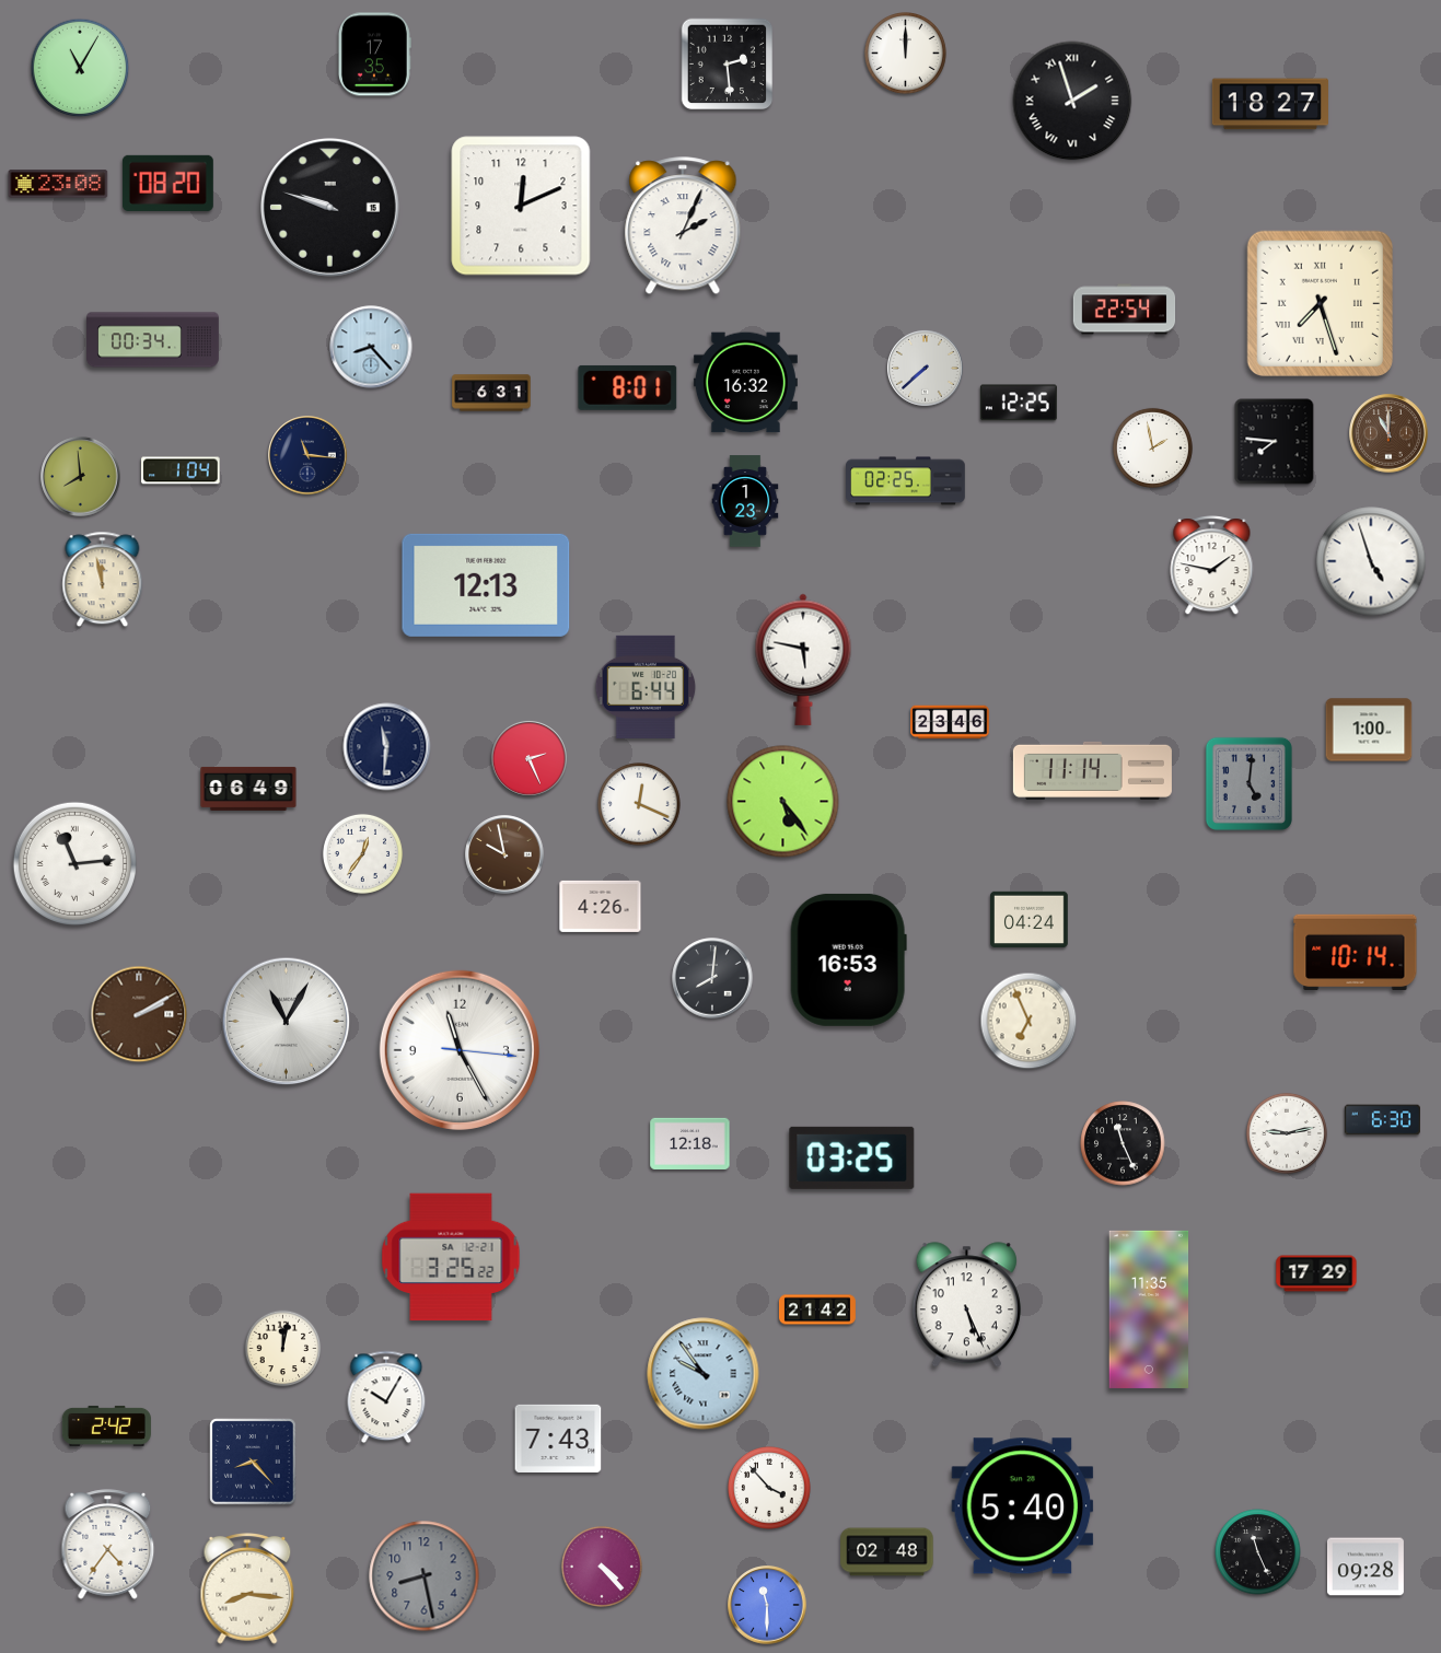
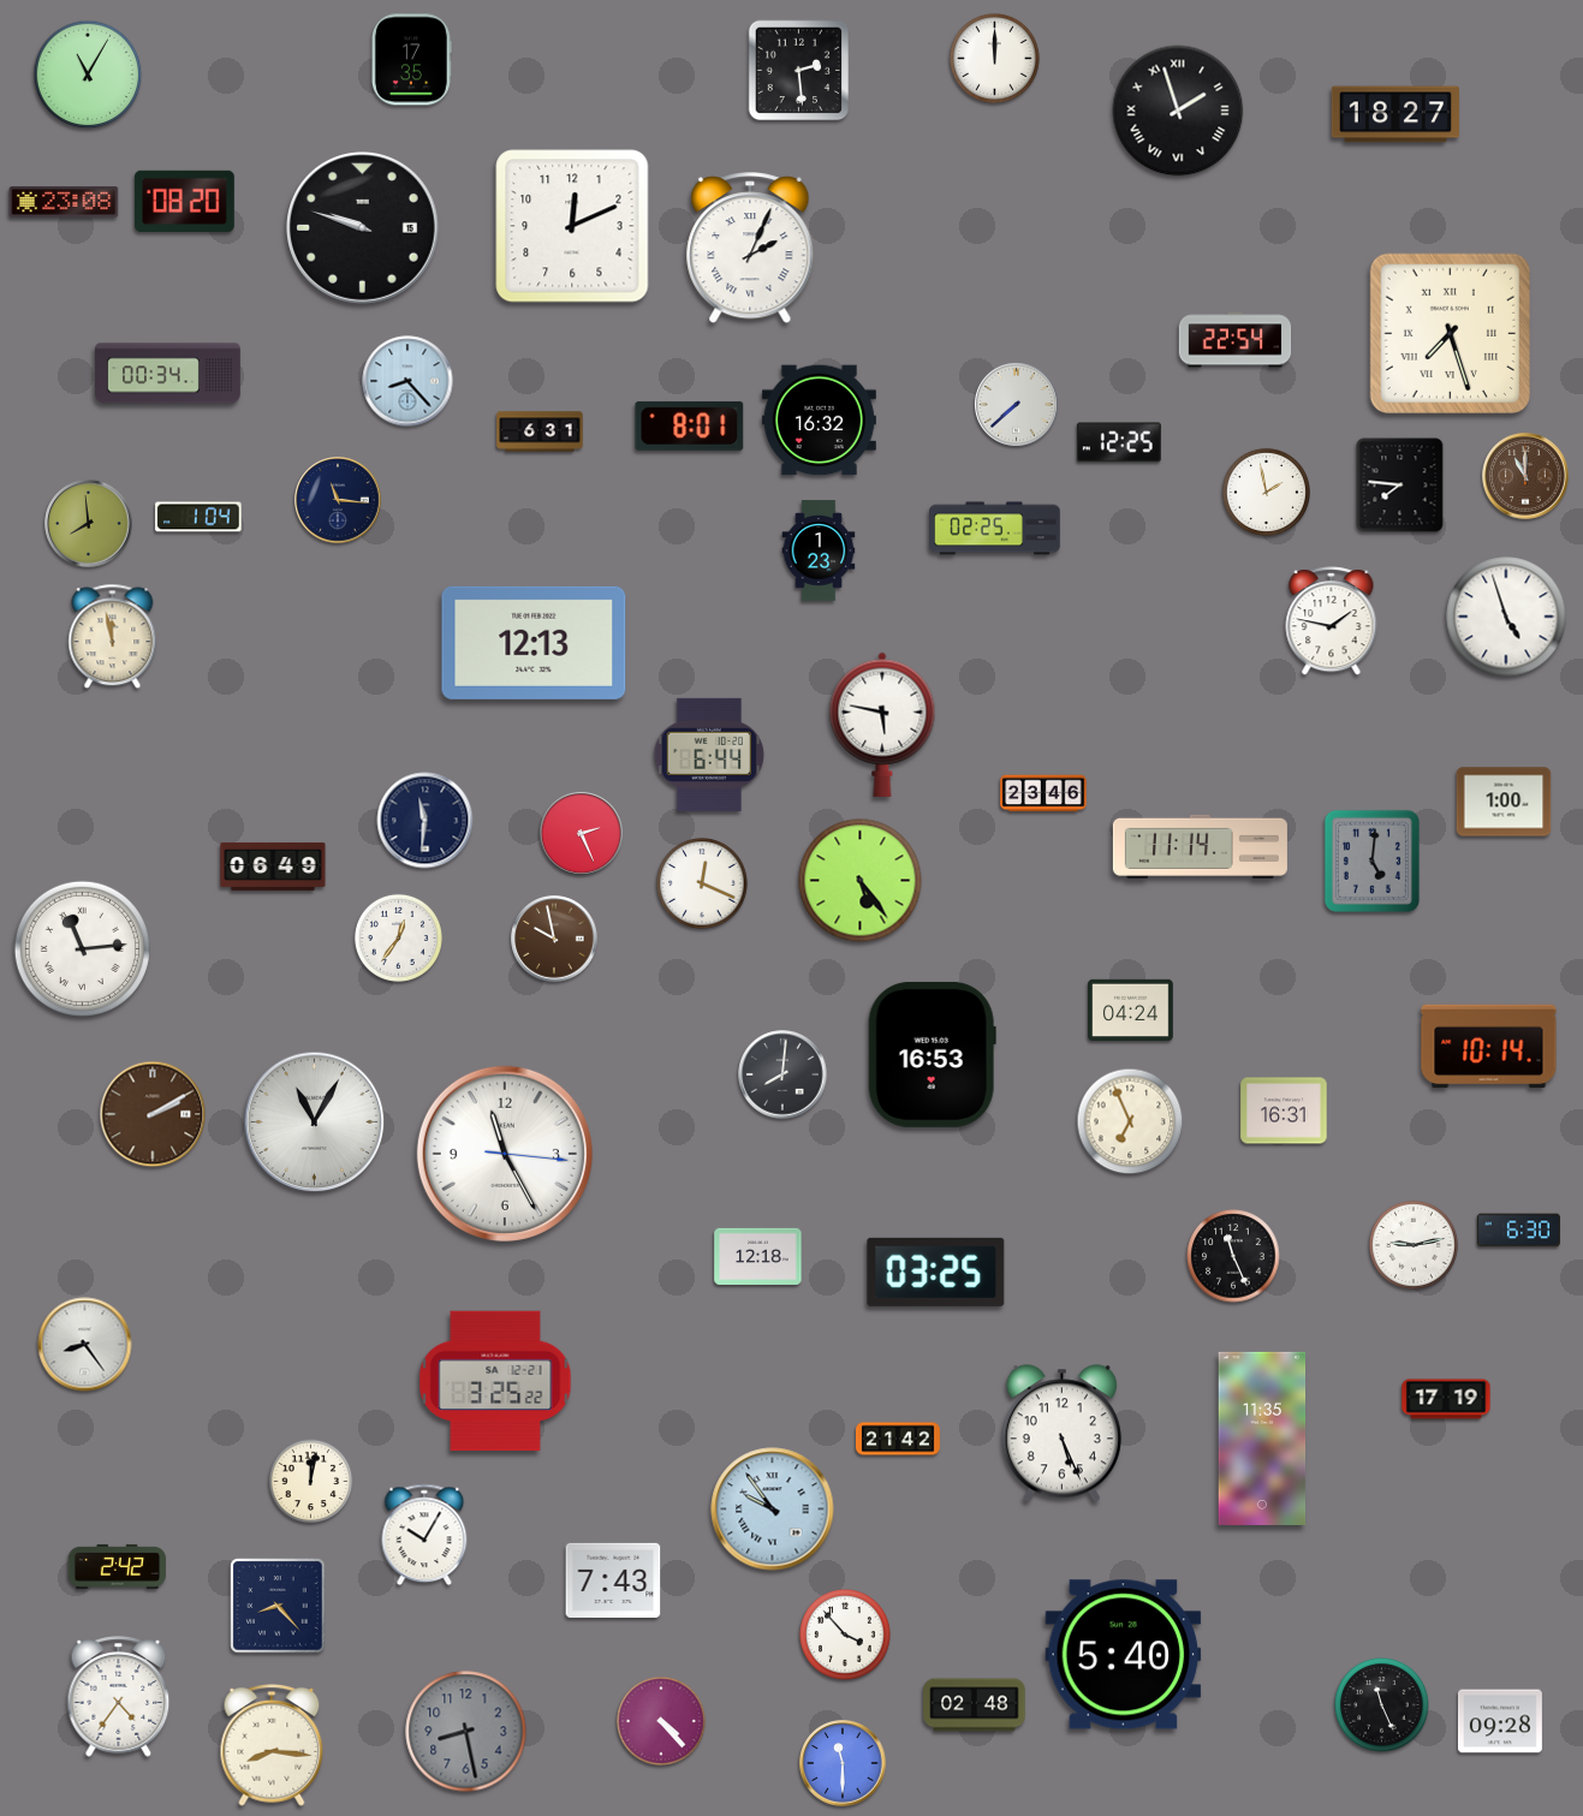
clock at (601, 906): 4:26 -> none
clock at (1284, 1111): none -> 16:31
clock at (85, 1345): none -> 8:24
clock at (1316, 1273): 17:29 -> 17:19
